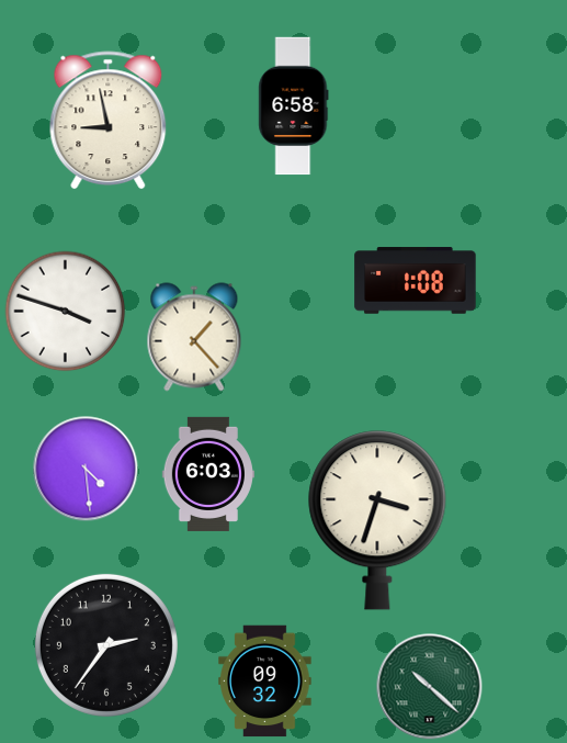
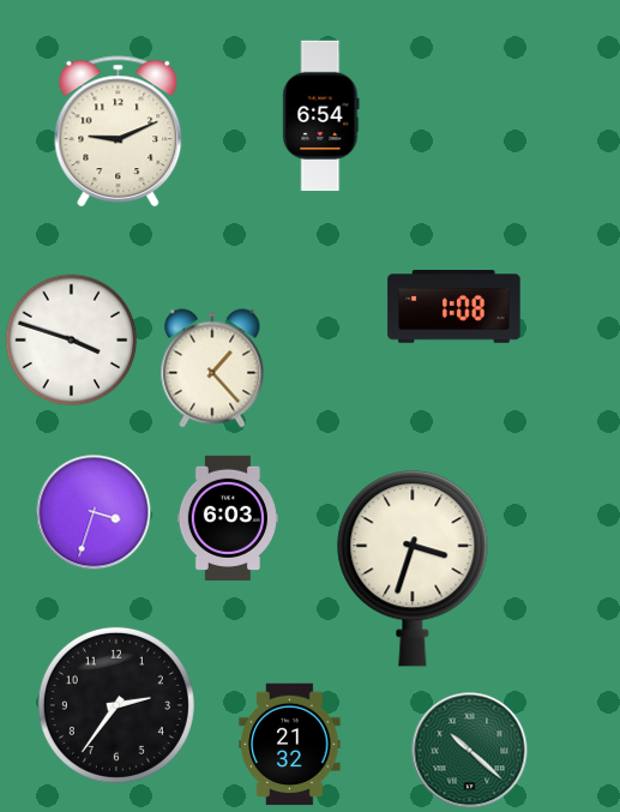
clock at (294, 106): 6:58 -> 6:54
clock at (109, 121): 8:58 -> 9:11
clock at (86, 469): 4:29 -> 3:33
clock at (265, 682): 09:32 -> 21:32
